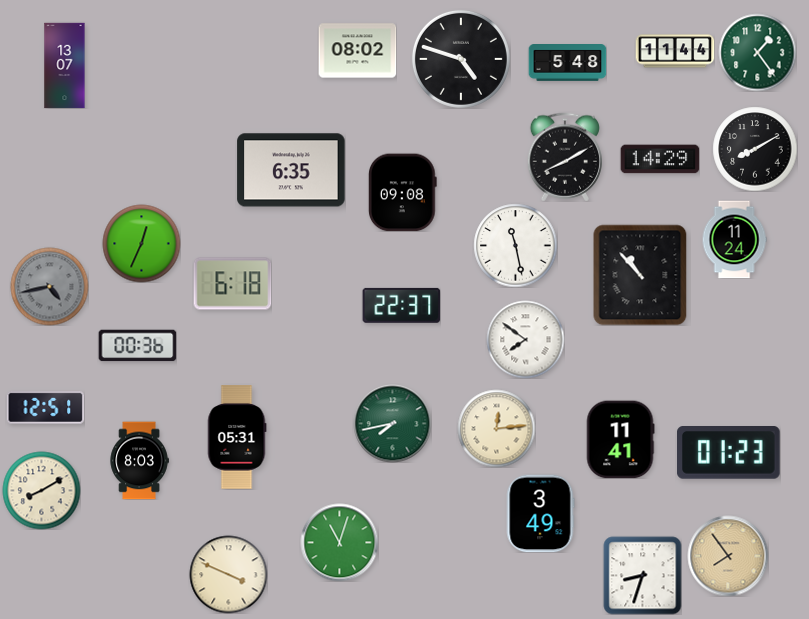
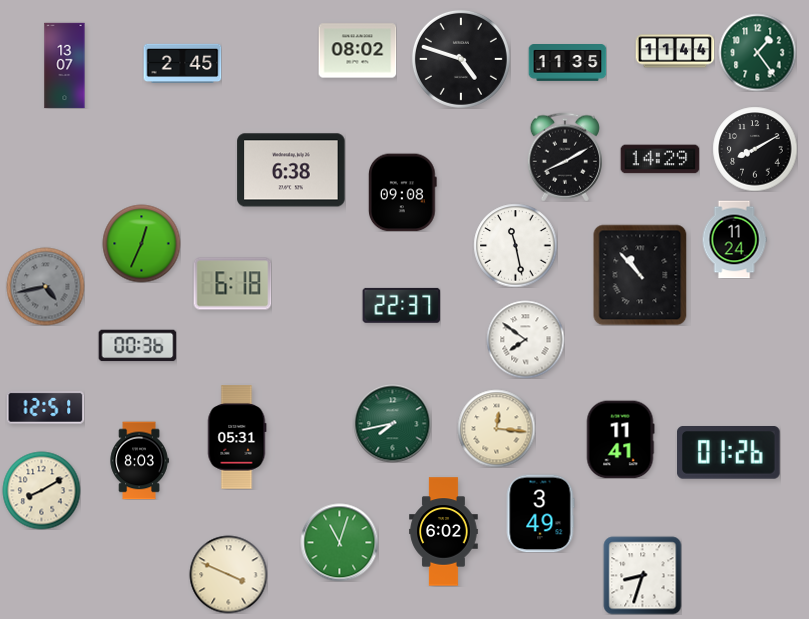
clock at (182, 63): none -> 2:45
clock at (567, 63): 5:48 -> 11:35
clock at (291, 170): 6:35 -> 6:38
clock at (49, 286) position: (49, 286) -> (45, 286)
clock at (496, 428): 12:14 -> 12:16
clock at (729, 453): 01:23 -> 01:26
clock at (444, 532): none -> 6:02
clock at (728, 556): 7:54 -> none
